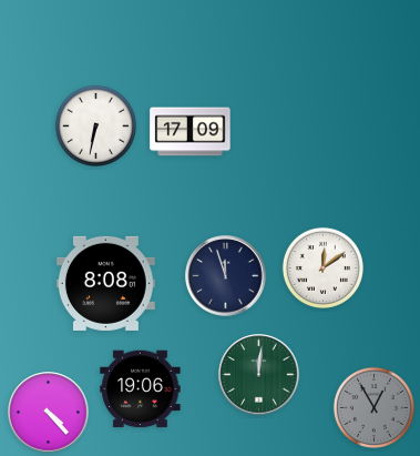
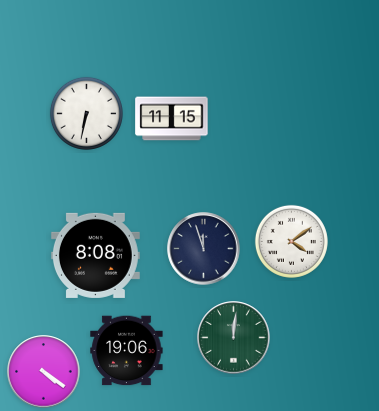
clock at (191, 132): 17:09 -> 11:15
clock at (322, 267): 12:09 -> 4:09
clock at (373, 407): 12:55 -> none
clock at (49, 413): 4:23 -> 4:21
